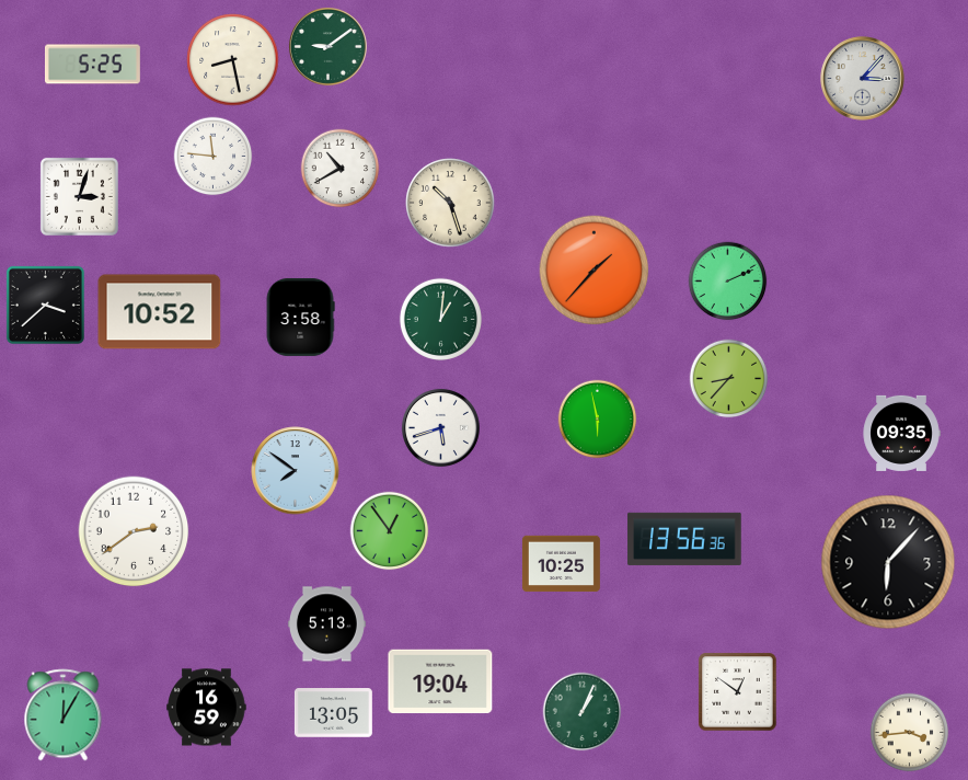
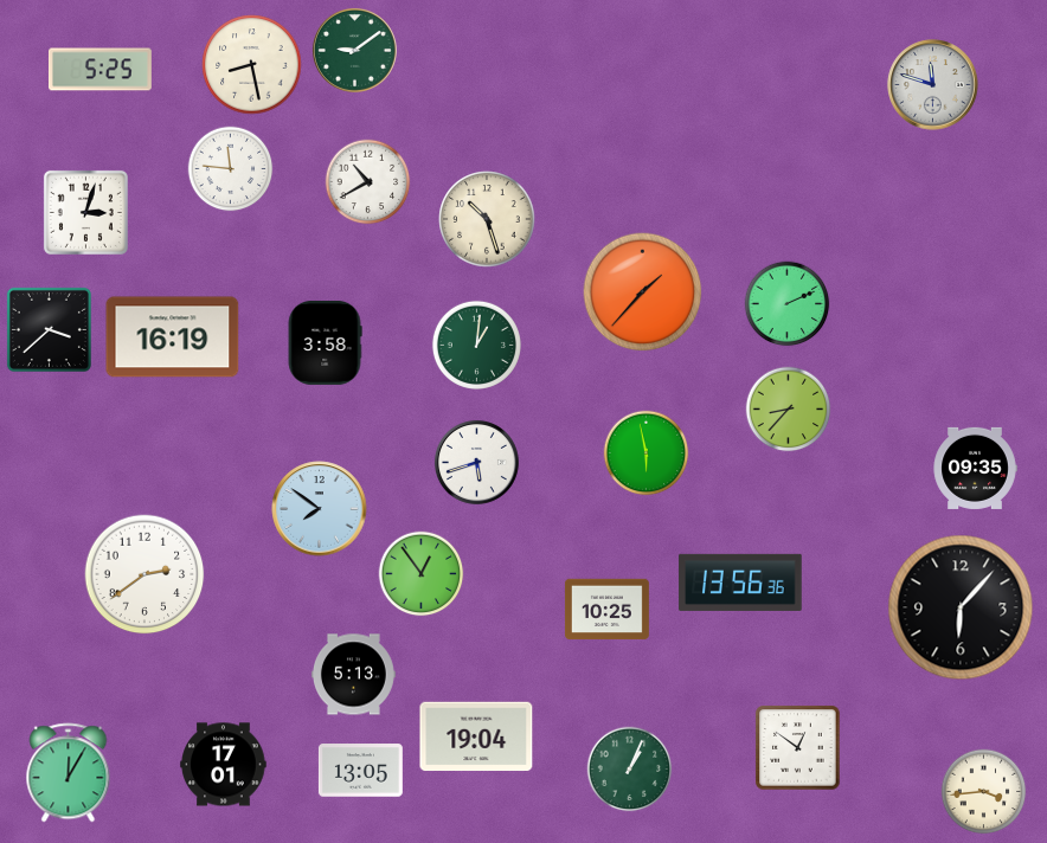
clock at (863, 79): 3:07 -> 11:48
clock at (160, 312): 10:52 -> 16:19
clock at (207, 708): 16:59 -> 17:01
